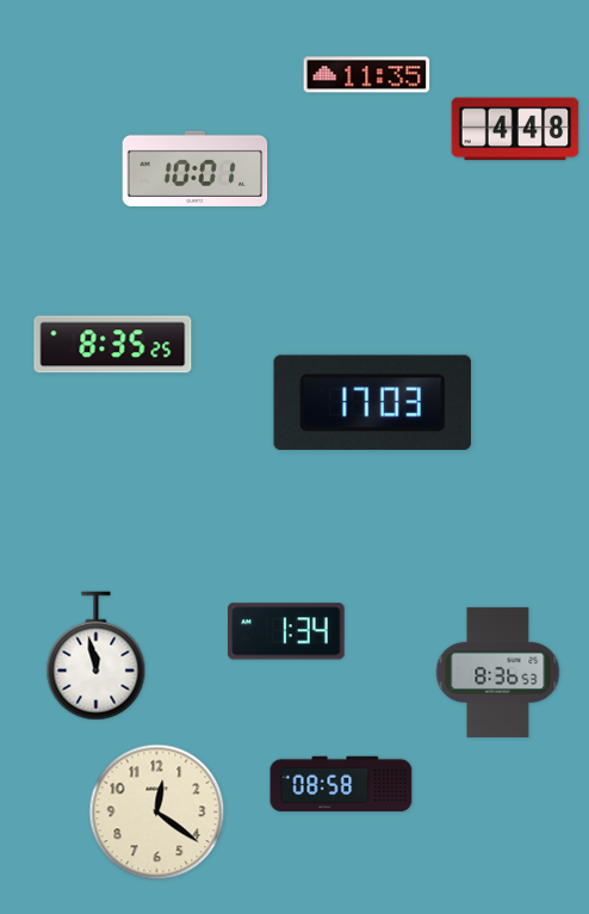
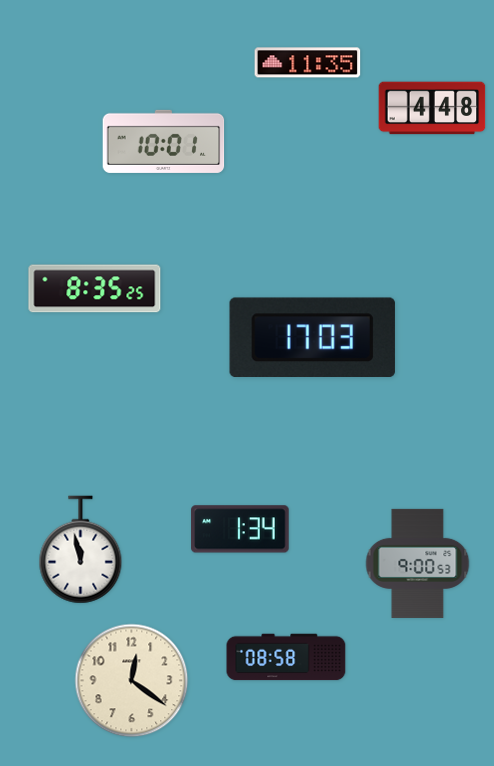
clock at (498, 672): 8:36 -> 9:00
